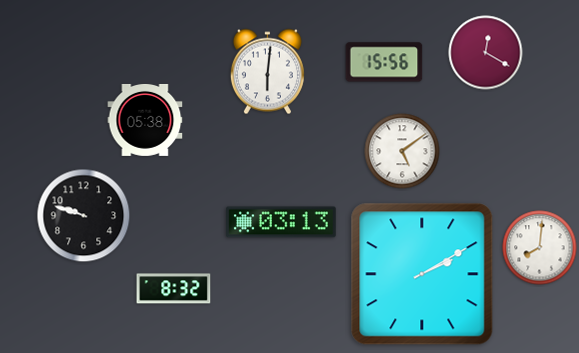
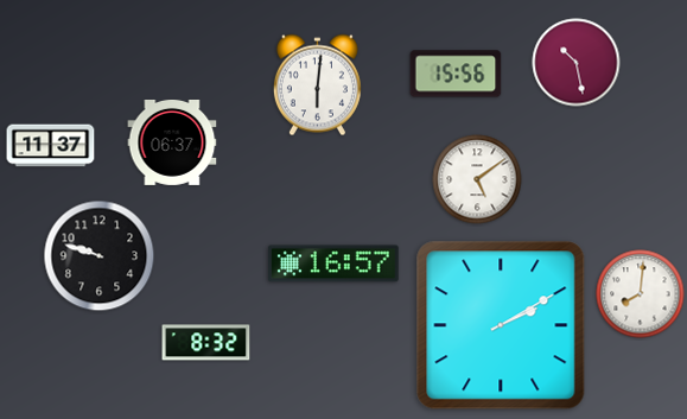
clock at (486, 53): 12:20 -> 10:28
clock at (145, 120): 05:38 -> 06:37
clock at (51, 146): none -> 11:37
clock at (282, 222): 03:13 -> 16:57
